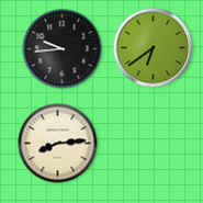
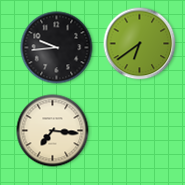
clock at (63, 49) position: (63, 49) -> (57, 48)
clock at (58, 144): 8:14 -> 7:16
